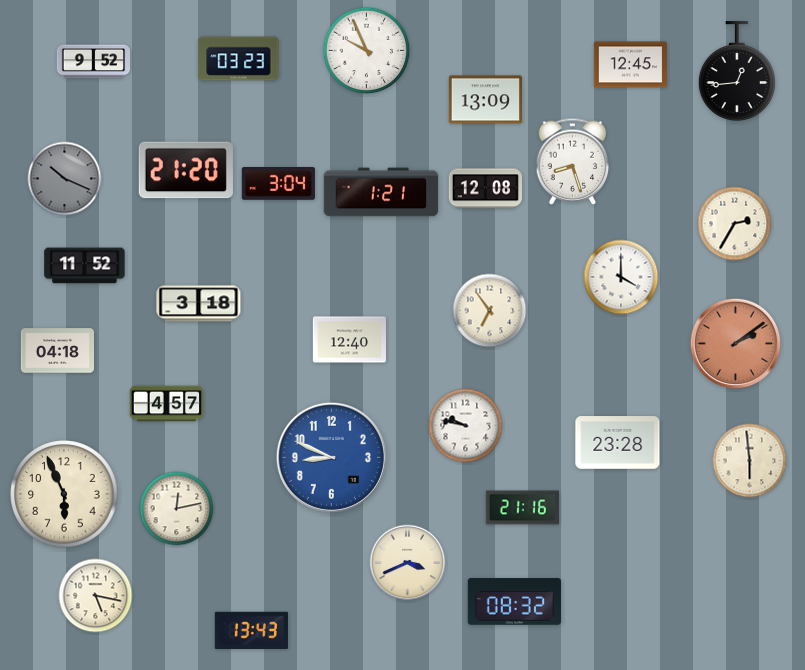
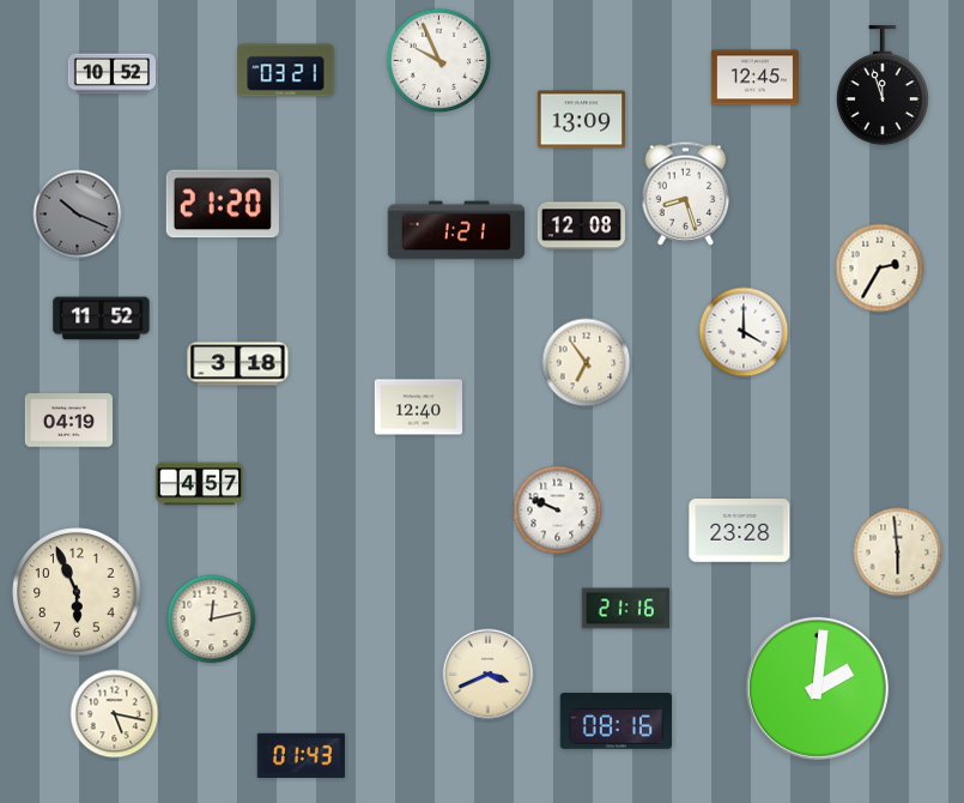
clock at (239, 59): 03:23 -> 03:21
clock at (93, 62): 9:52 -> 10:52
clock at (737, 71): 12:44 -> 11:57
clock at (278, 184): 3:04 -> none
clock at (490, 311) position: (490, 311) -> (587, 363)
clock at (735, 343): 2:09 -> none
clock at (57, 351): 04:18 -> 04:19
clock at (466, 426): 9:47 -> 9:49
clock at (331, 457): 8:49 -> none
clock at (177, 509) position: (177, 509) -> (212, 620)
clock at (817, 688): none -> 2:01
clock at (515, 602): 08:32 -> 08:16
clock at (251, 631): 13:43 -> 01:43
